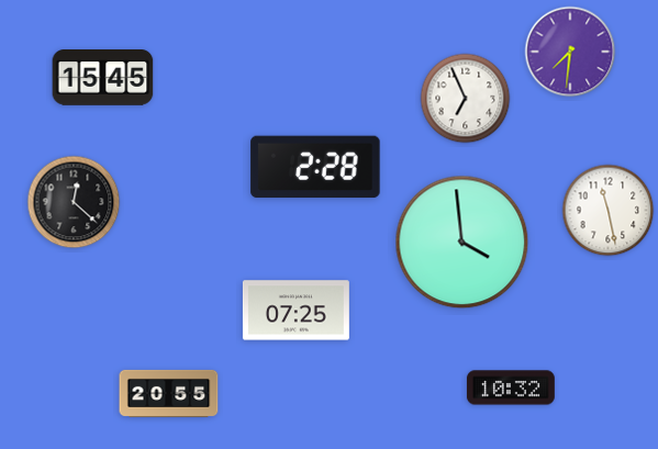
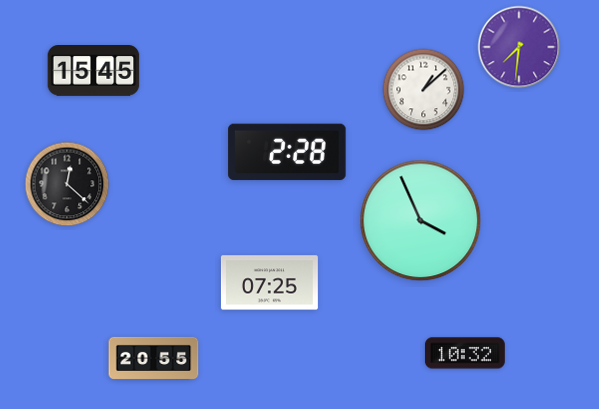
clock at (466, 99): 6:56 -> 1:08
clock at (609, 211): 11:28 -> none
clock at (462, 243): 3:59 -> 3:56
